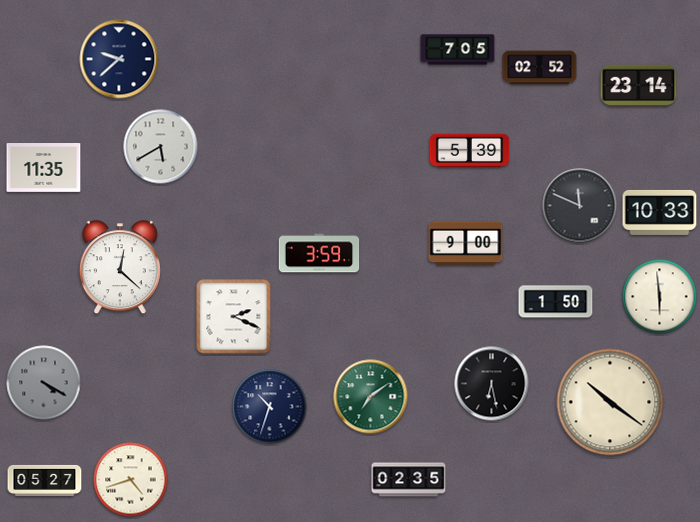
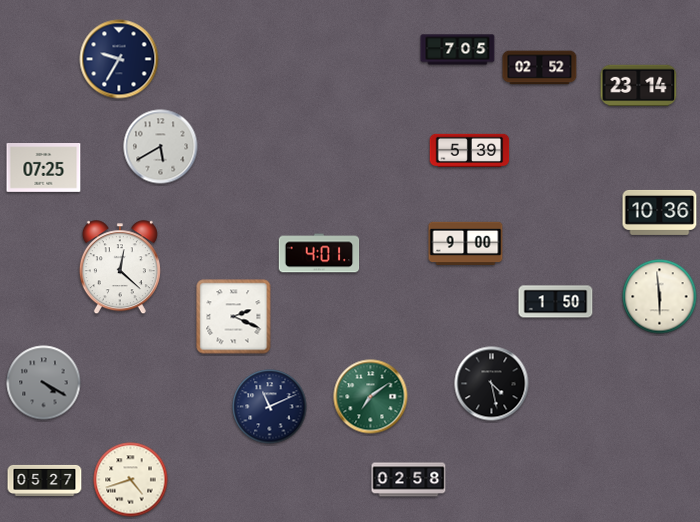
clock at (119, 59): 9:38 -> 9:35
clock at (44, 168): 11:35 -> 07:25
clock at (580, 206): 11:49 -> none
clock at (660, 212): 10:33 -> 10:36
clock at (319, 253): 3:59 -> 4:01
clock at (492, 384): 6:28 -> 4:28
clock at (610, 402): 10:21 -> none
clock at (270, 407): 10:33 -> 11:11
clock at (409, 480): 02:35 -> 02:58
